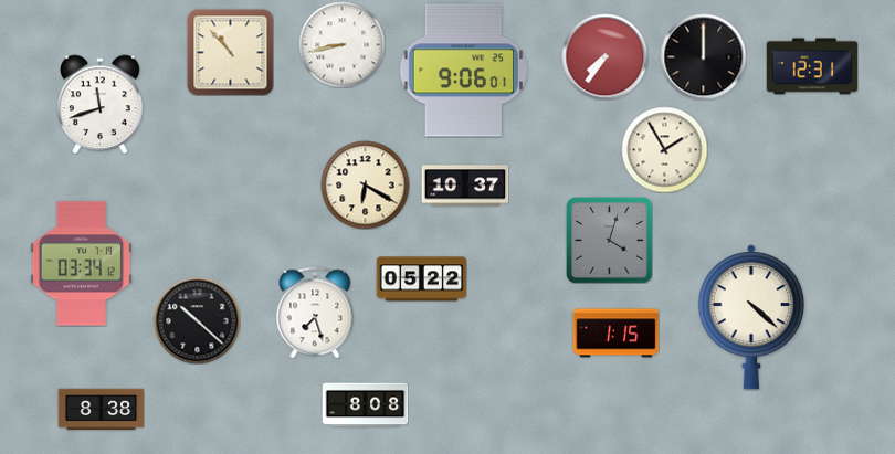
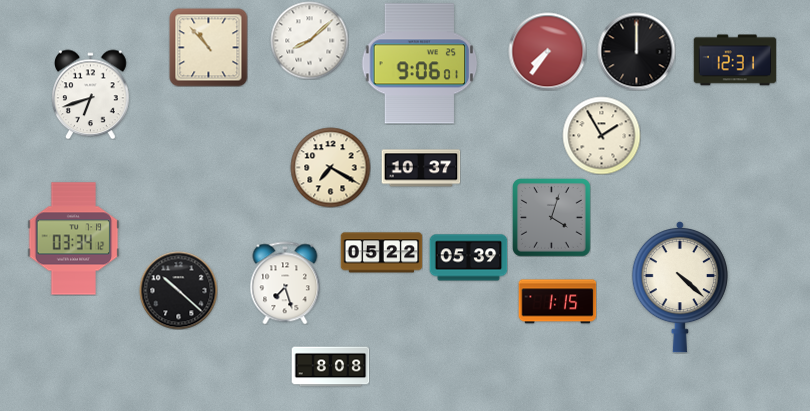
clock at (341, 44): 8:43 -> 8:08
clock at (101, 104): 11:42 -> 6:42
clock at (365, 184): 6:20 -> 7:20
clock at (468, 258): none -> 05:39
clock at (101, 410): 8:38 -> none
